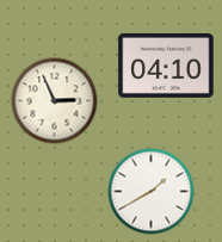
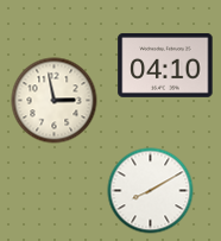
clock at (55, 101): 2:56 -> 2:58
clock at (152, 192): 1:40 -> 8:10
